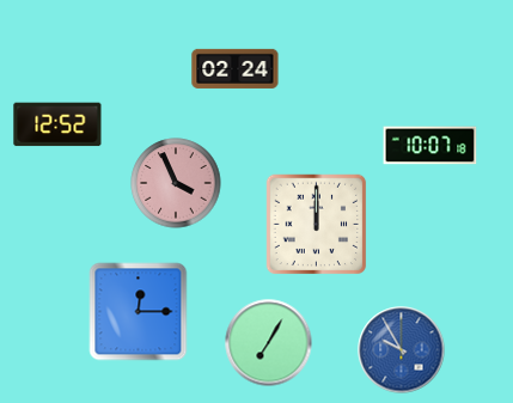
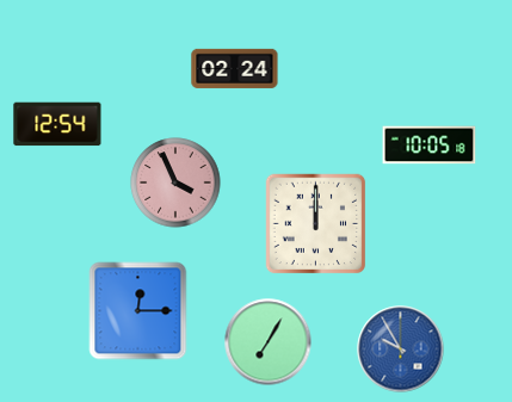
clock at (57, 124): 12:52 -> 12:54
clock at (430, 146): 10:07 -> 10:05
